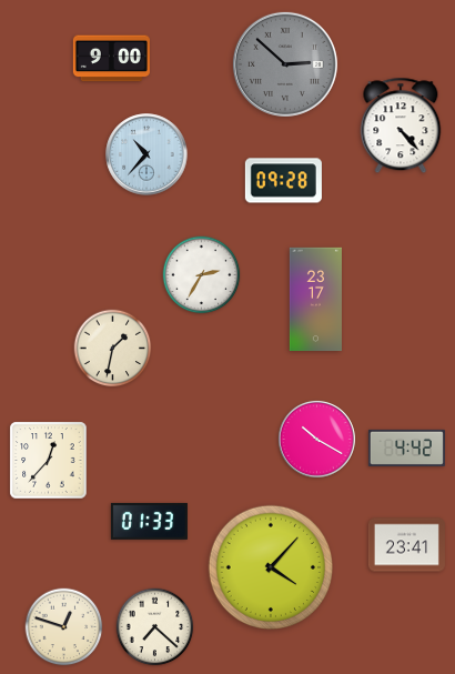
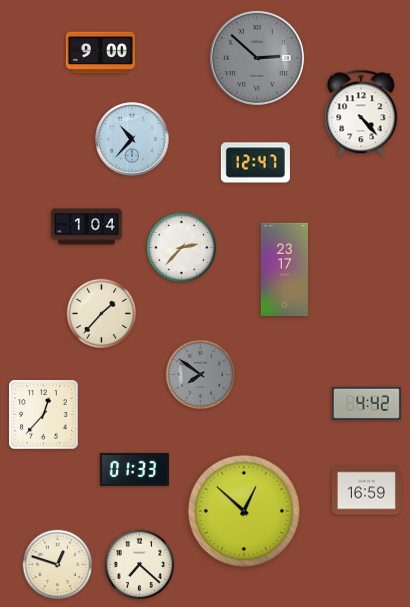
clock at (283, 181): 09:28 -> 12:47
clock at (87, 227): none -> 1:04
clock at (202, 275): 2:35 -> 2:37
clock at (113, 349): 1:32 -> 1:37
clock at (201, 375): none -> 7:51
clock at (316, 439): 10:20 -> none
clock at (406, 545): 23:41 -> 16:59
clock at (270, 566): 4:07 -> 12:52
